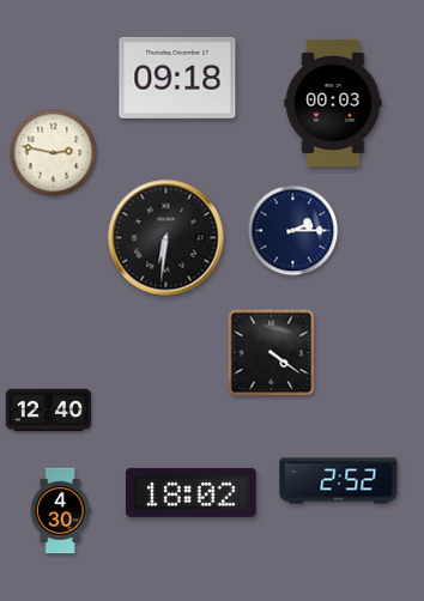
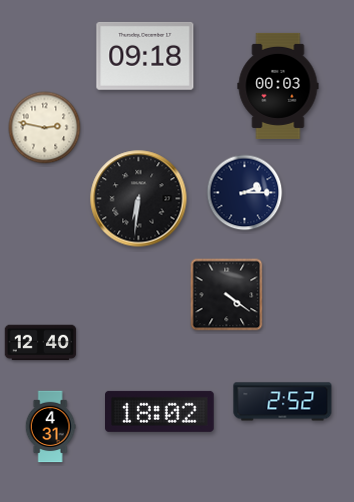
clock at (177, 78) position: (177, 78) -> (145, 56)
clock at (60, 511): 4:30 -> 4:31
